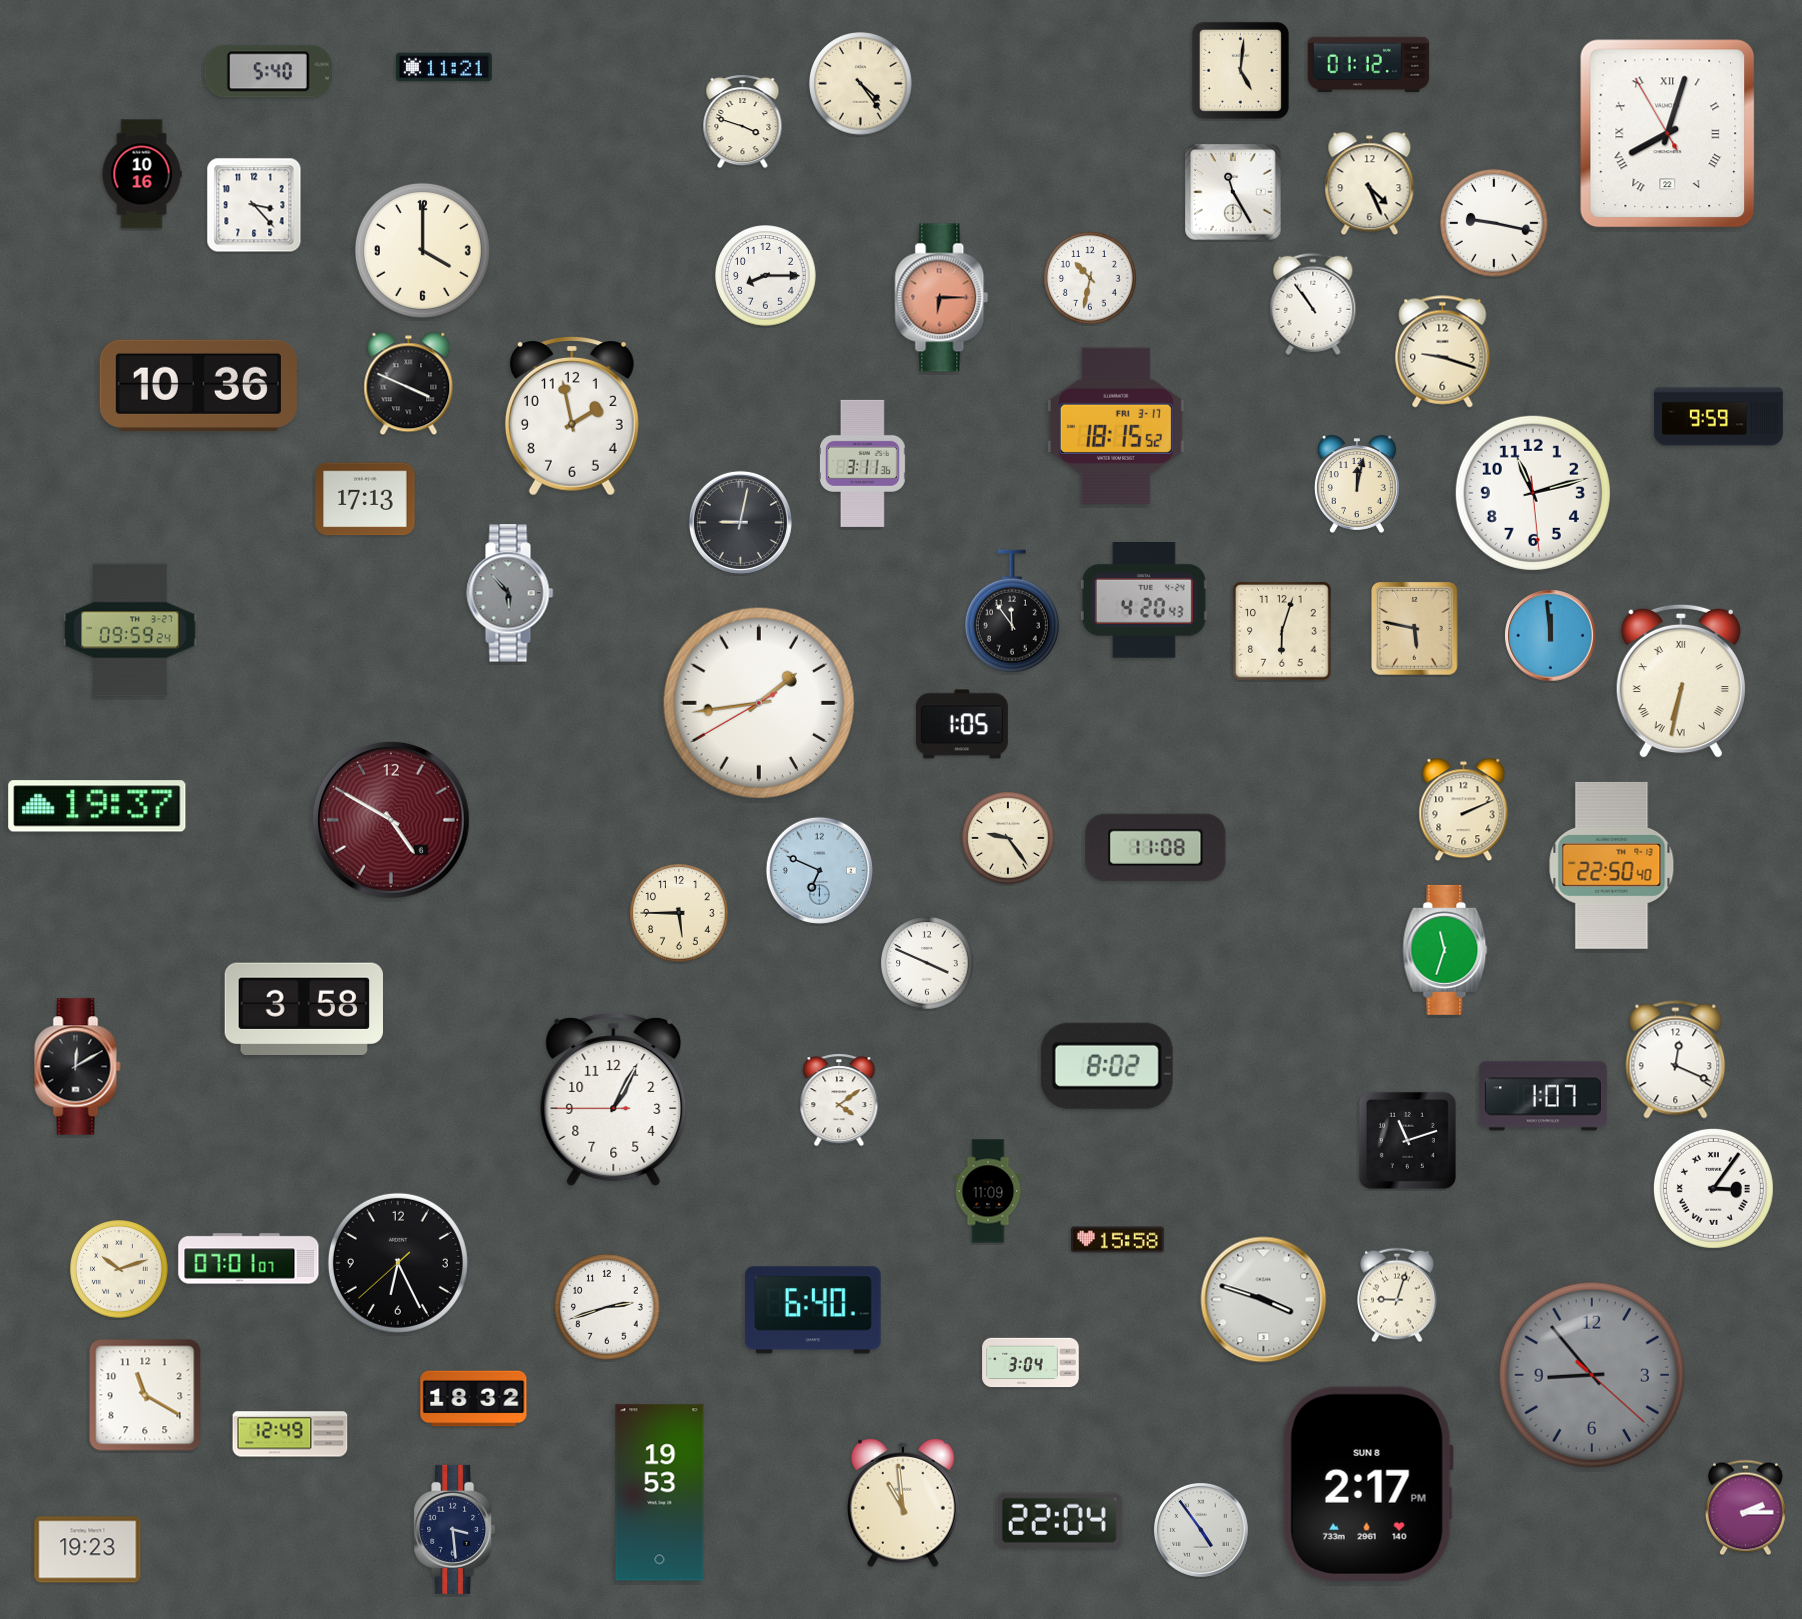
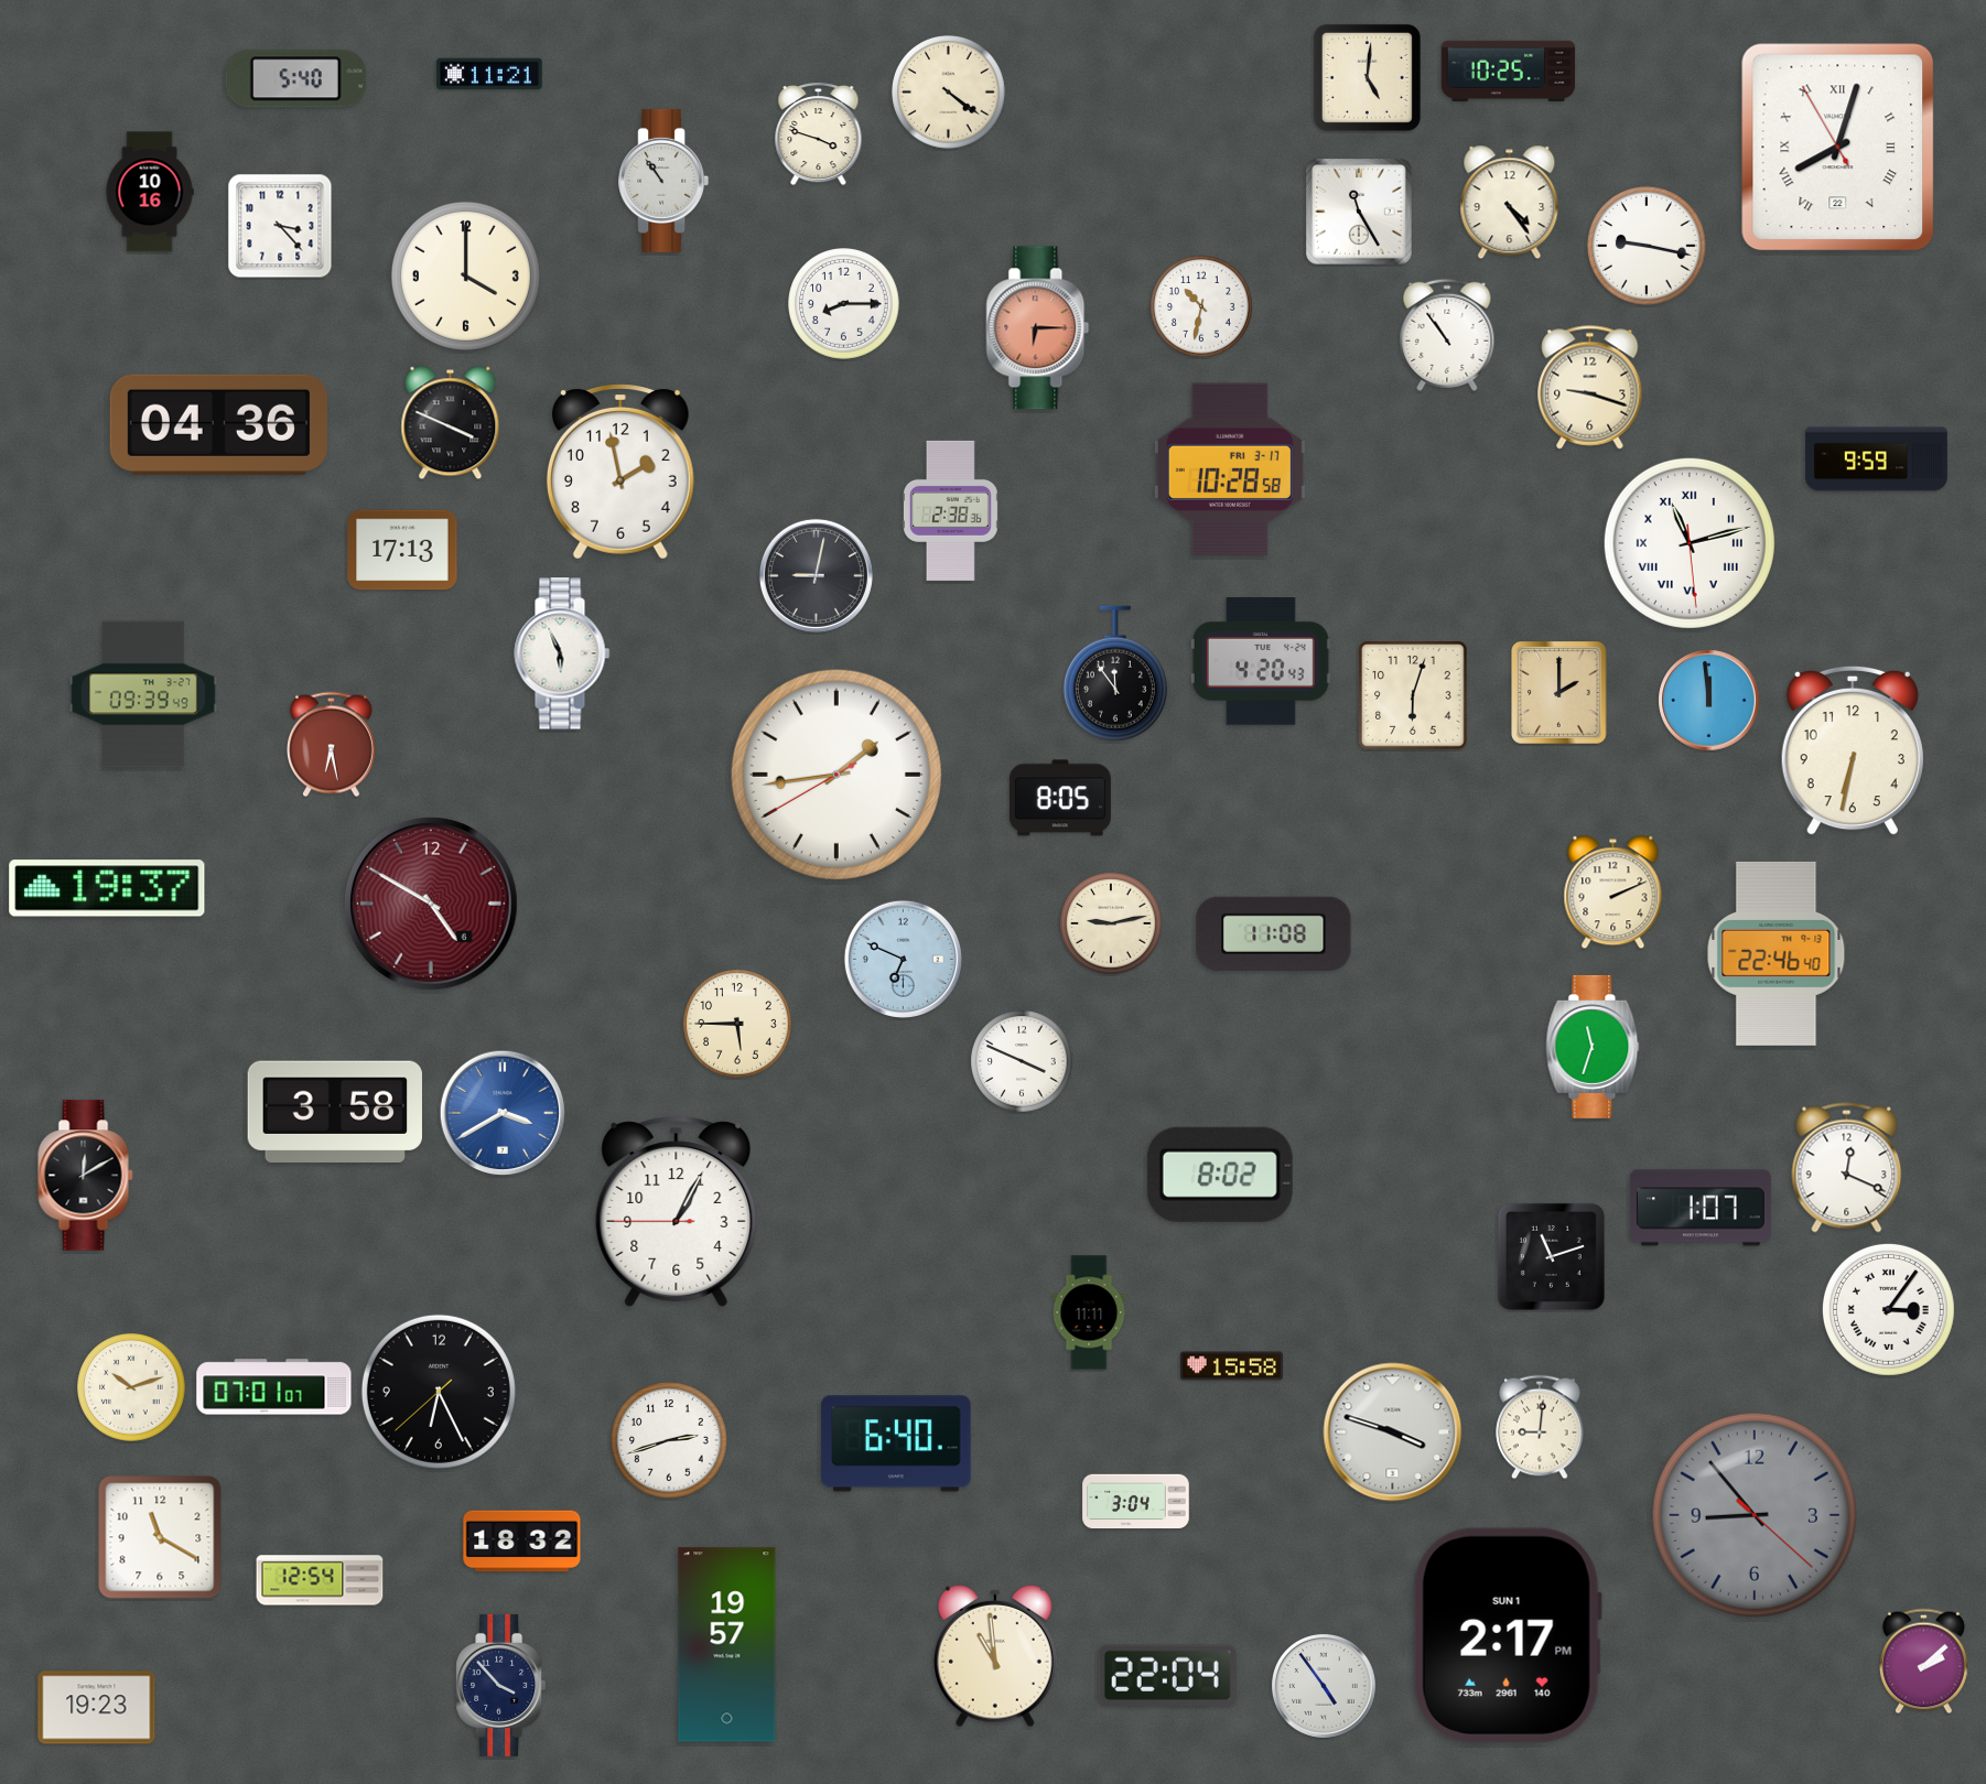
clock at (1369, 64): 01:12 -> 10:25
clock at (861, 84): 4:24 -> 4:21
clock at (663, 181): none -> 10:54
clock at (142, 174) position: (142, 174) -> (150, 192)
clock at (1370, 184): 4:26 -> 4:24
clock at (198, 385): 10:36 -> 04:36
clock at (572, 416) position: (572, 416) -> (620, 472)
clock at (1718, 417) position: (1718, 417) -> (1876, 459)
clock at (1116, 426): 18:15 -> 10:28
clock at (862, 463): 3:11 -> 2:38
clock at (1357, 484): 12:02 -> none
clock at (1533, 493) numerals: Arabic -> Roman
clock at (510, 593): 5:53 -> 5:56
clock at (510, 593) dial: grey -> white
clock at (1415, 629): 5:47 -> 2:00
clock at (130, 630): 09:59 -> 09:39
clock at (331, 745): none -> 6:28
clock at (1681, 681) numerals: Roman -> Arabic
clock at (962, 724): 1:05 -> 8:05
clock at (1008, 838): 9:24 -> 9:13
clock at (1612, 865): 22:50 -> 22:46
clock at (679, 913) position: (679, 913) -> (737, 1024)
clock at (503, 1113): none -> 3:40
clock at (839, 1100): 4:09 -> none
clock at (988, 1191): 11:09 -> 11:11
clock at (119, 1269) position: (119, 1269) -> (131, 1387)
clock at (1397, 1295): 9:03 -> 9:01
clock at (290, 1434): 12:49 -> 12:54
clock at (1368, 1484) date: SUN 8 -> SUN 1
clock at (660, 1493): 19:53 -> 19:57
clock at (1745, 1508): 2:15 -> 2:08
clock at (455, 1529): 3:29 -> 3:53
